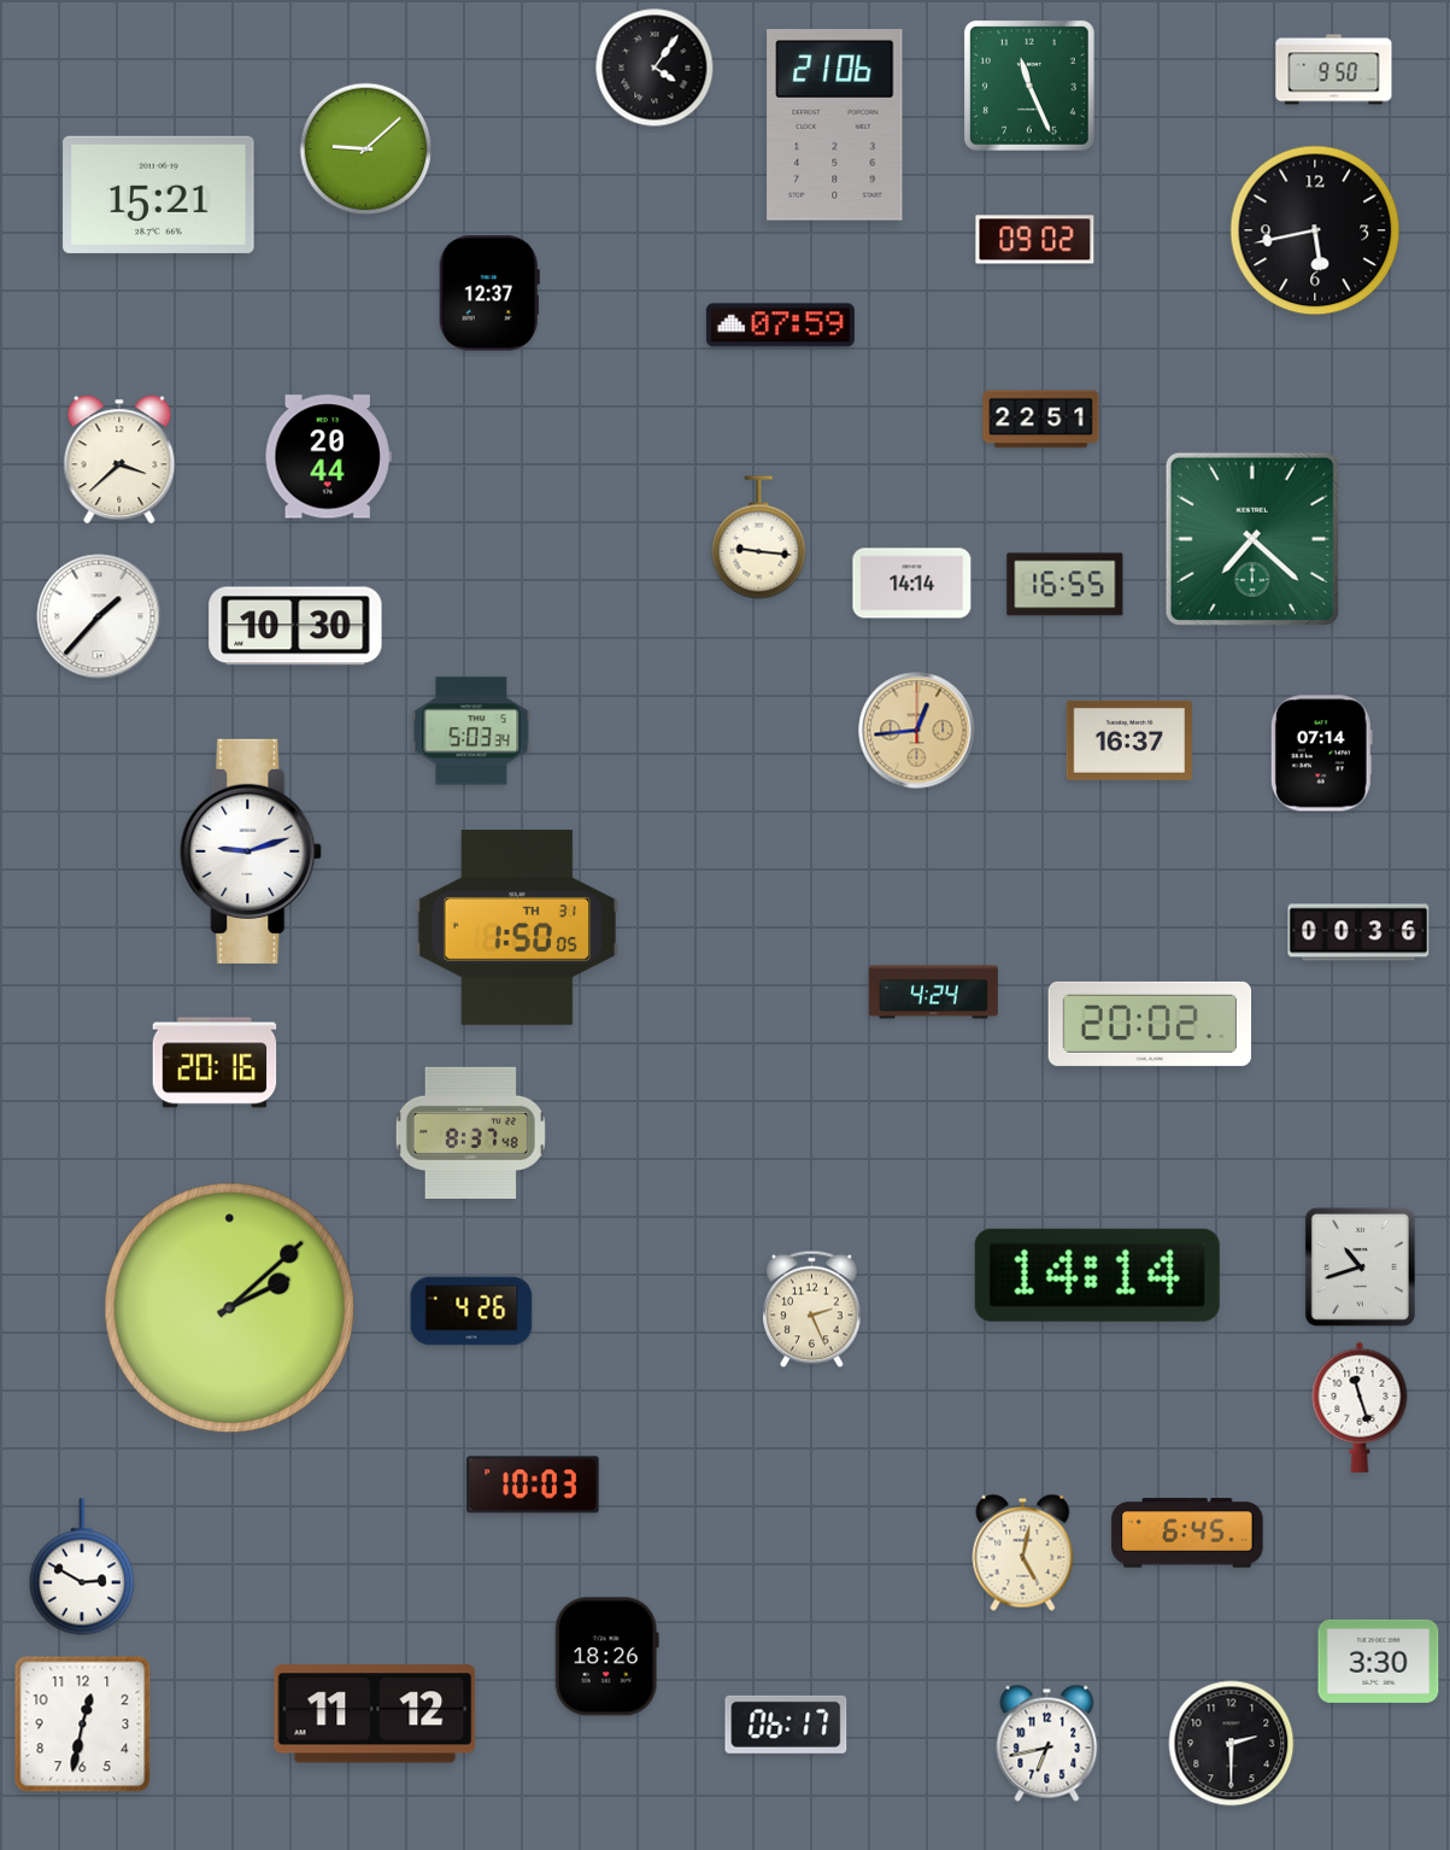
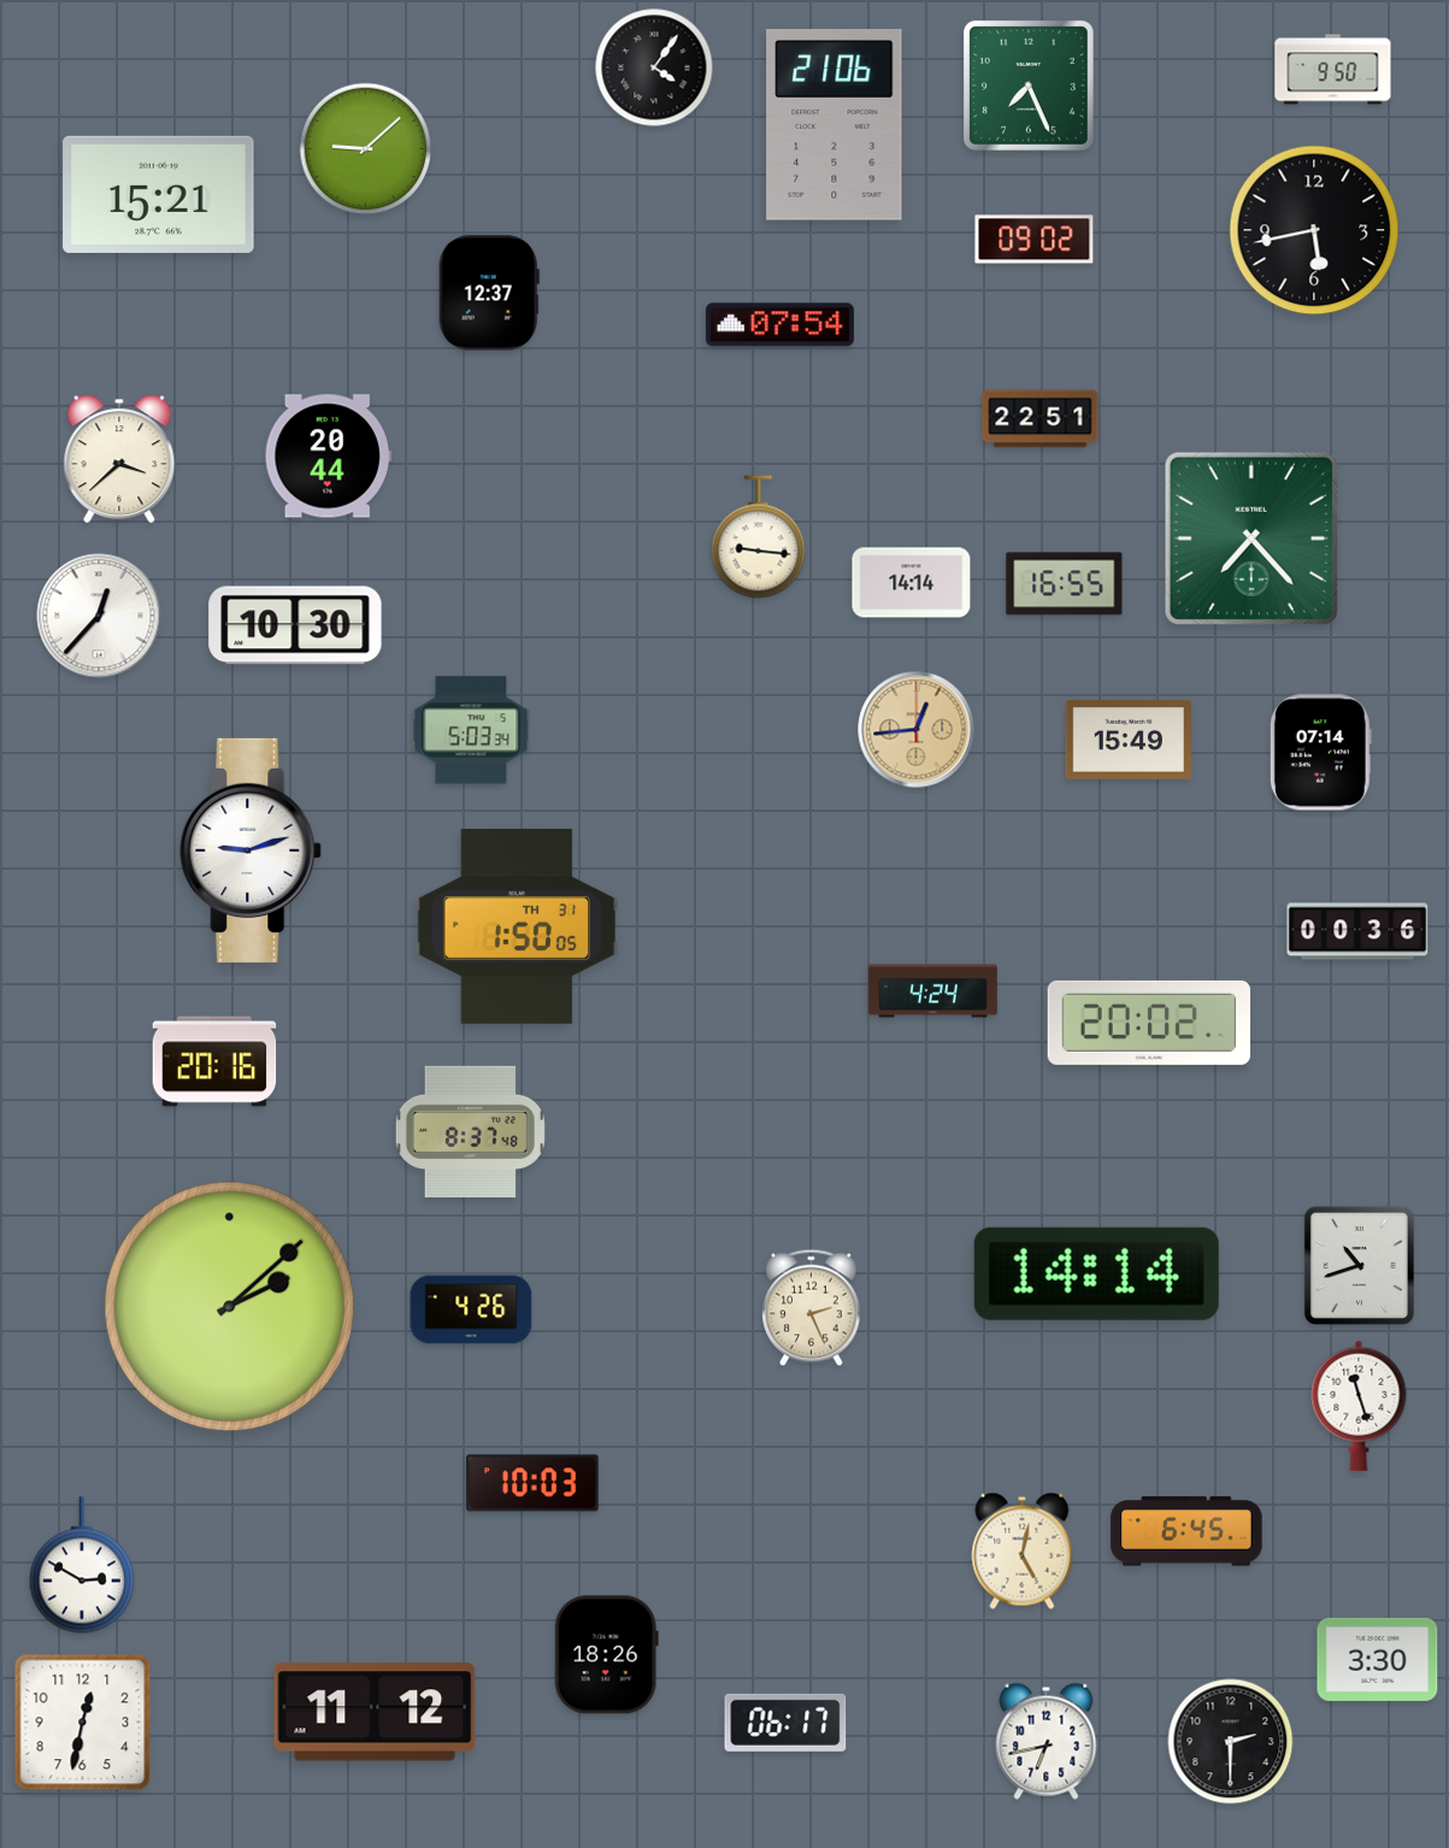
clock at (1029, 86): 11:26 -> 7:26
clock at (780, 326): 07:59 -> 07:54
clock at (1252, 539): 7:22 -> 7:23
clock at (99, 616): 1:37 -> 12:37
clock at (1129, 740): 16:37 -> 15:49
